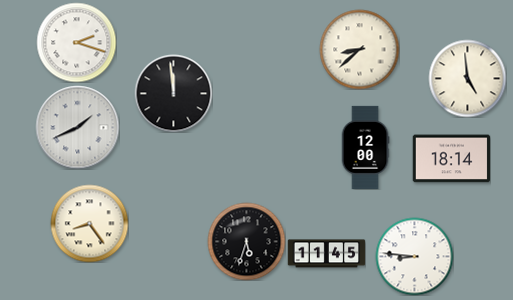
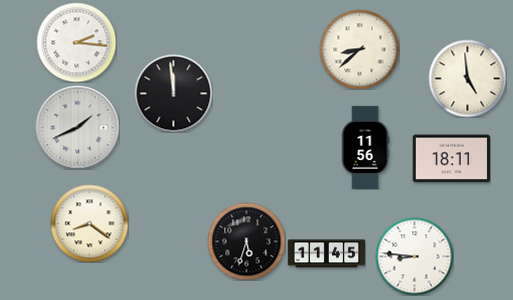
clock at (76, 42): 2:18 -> 2:16
clock at (365, 147): 12:00 -> 11:56
clock at (451, 159): 18:14 -> 18:11
clock at (89, 223): 8:24 -> 8:21
